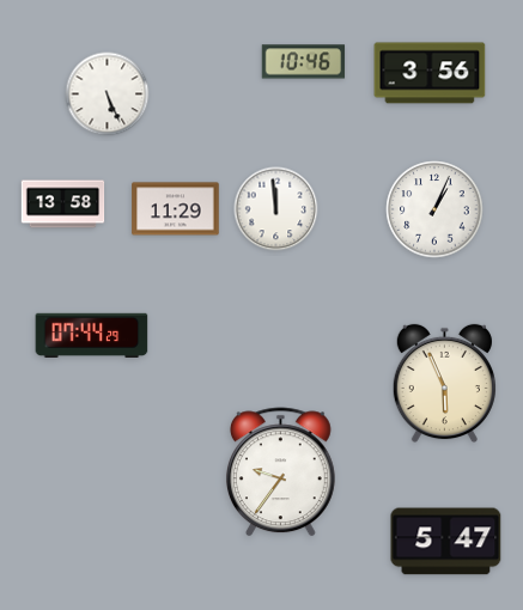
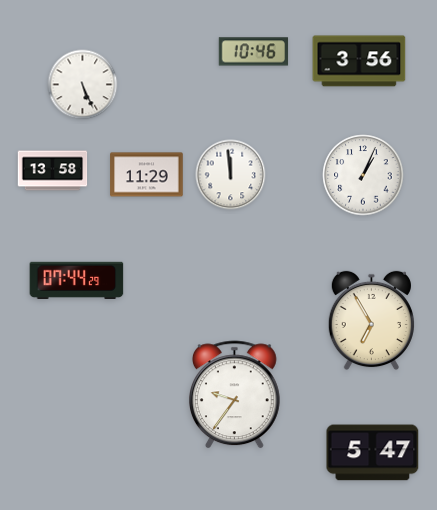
clock at (108, 94) position: (108, 94) -> (83, 85)
clock at (444, 384): 5:56 -> 6:55
